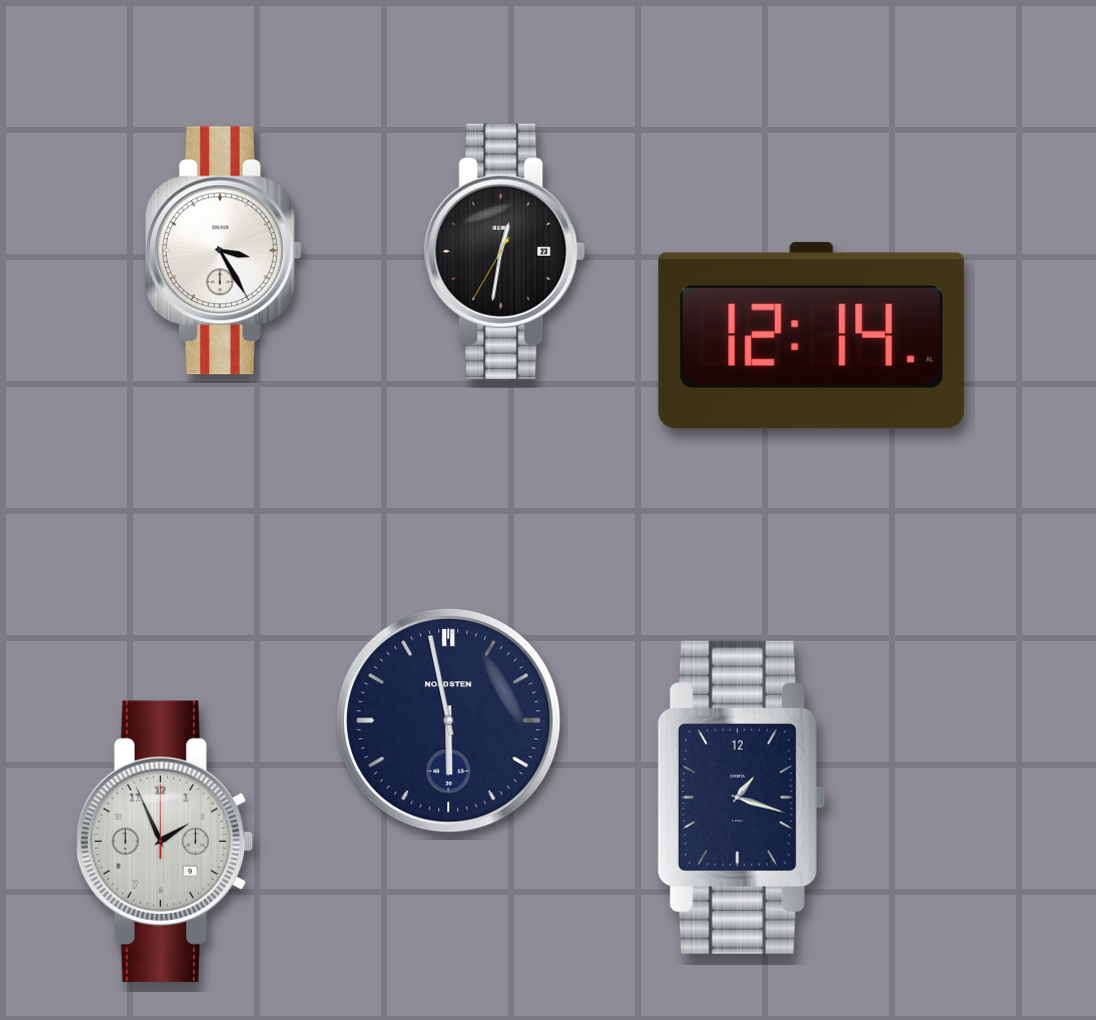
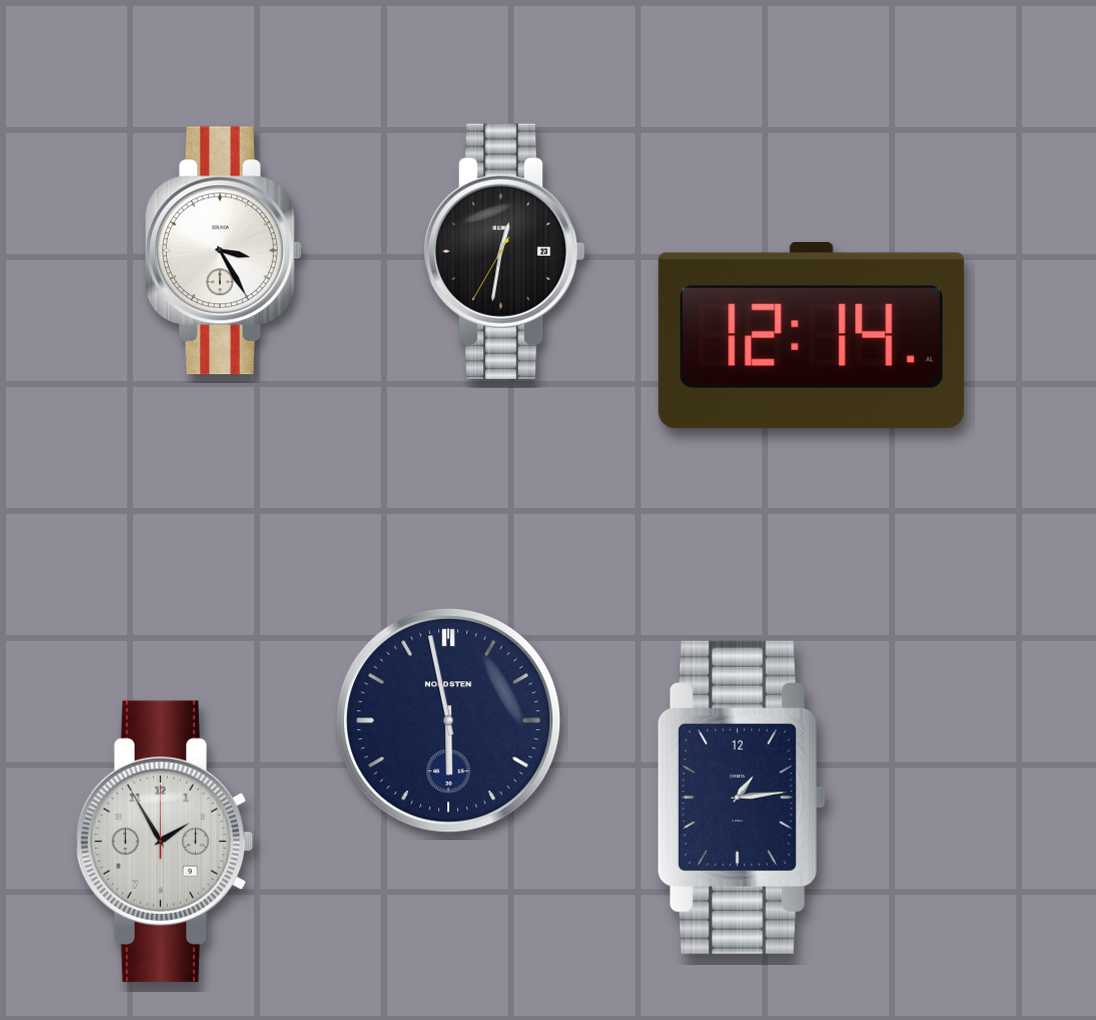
clock at (741, 797): 1:18 -> 1:14
clock at (164, 841): 1:56 -> 1:55
